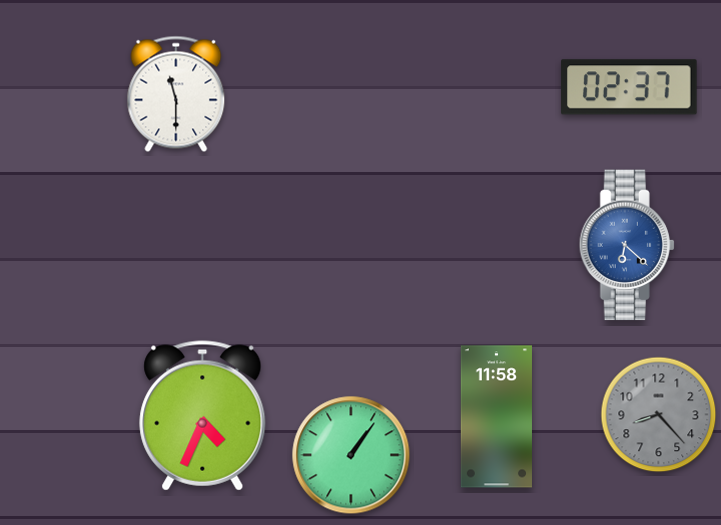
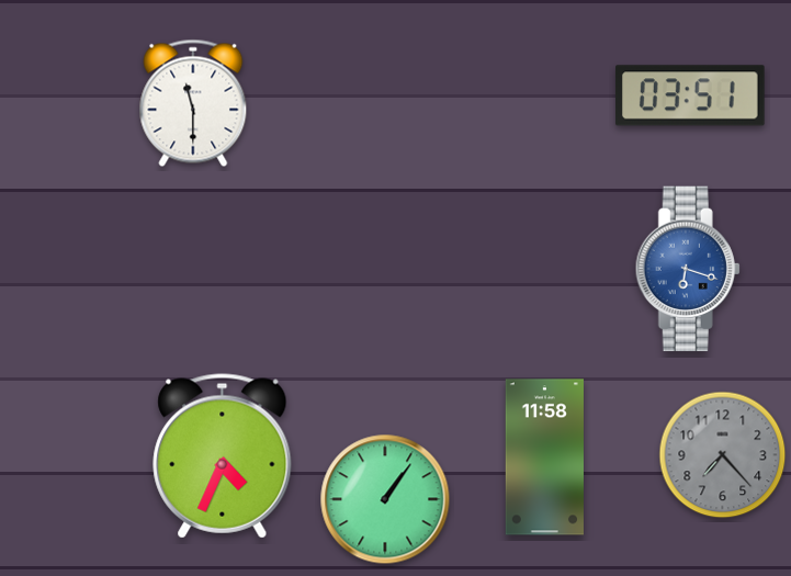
clock at (629, 87): 02:37 -> 03:51
clock at (627, 245): 6:22 -> 6:18
clock at (659, 415): 8:23 -> 7:23
